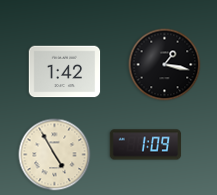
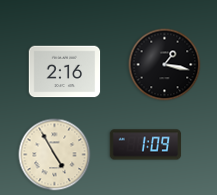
clock at (65, 72): 1:42 -> 2:16
